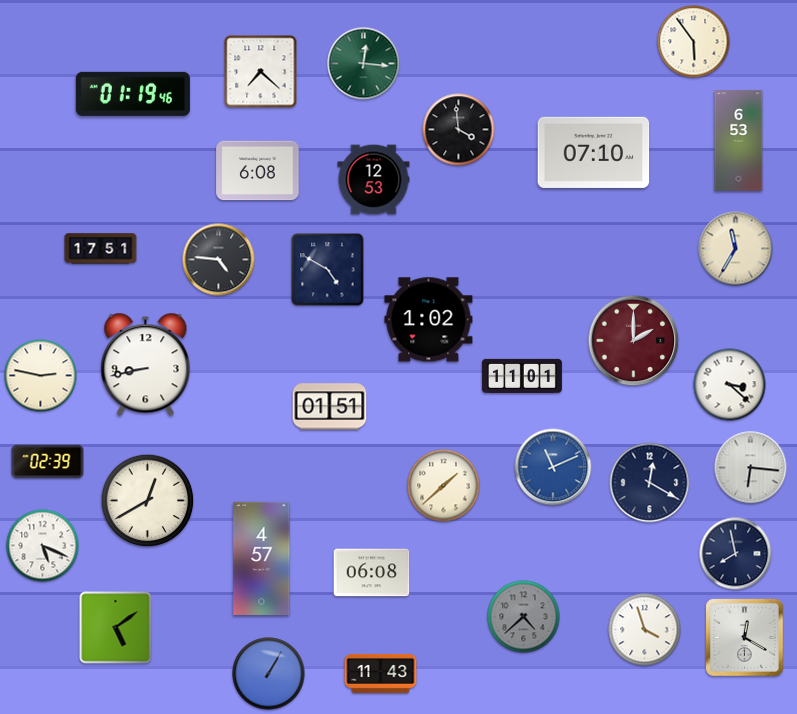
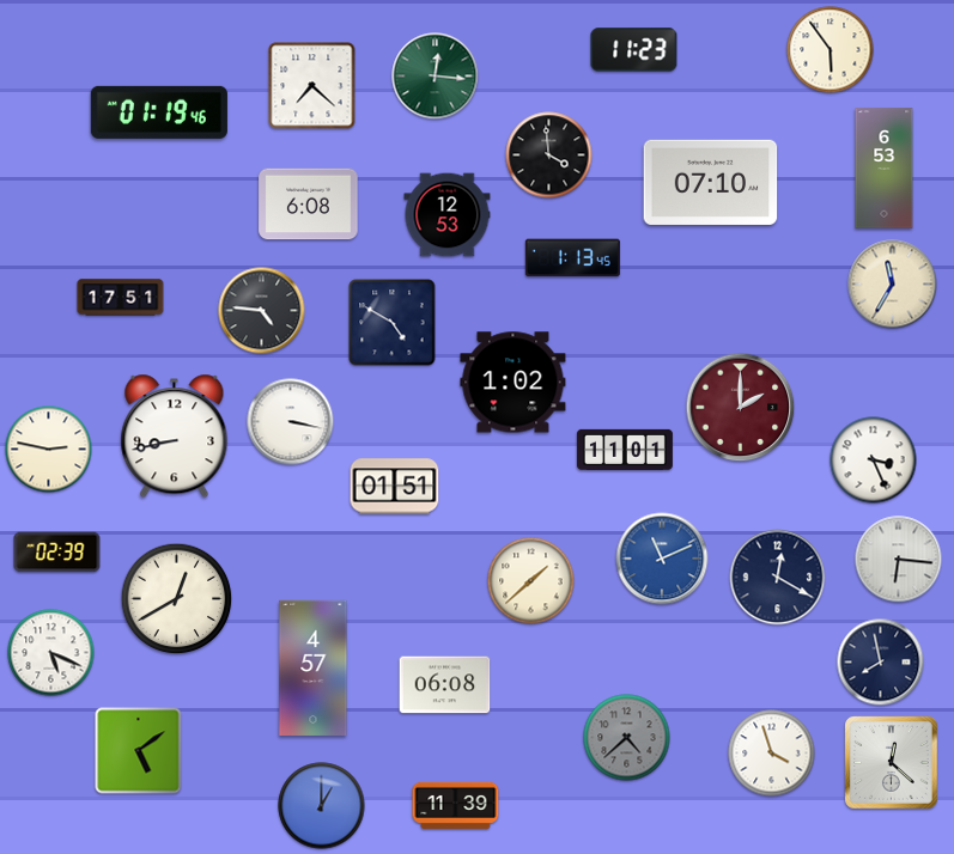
clock at (634, 50): none -> 11:23
clock at (572, 258): none -> 1:13
clock at (736, 249) position: (736, 249) -> (893, 285)
clock at (634, 341) position: (634, 341) -> (741, 408)
clock at (291, 422): none -> 3:17
clock at (730, 385): 3:22 -> 3:26
clock at (745, 638): 12:20 -> 12:22
clock at (381, 673): 11:43 -> 11:39
clock at (269, 674): 1:05 -> 1:00
